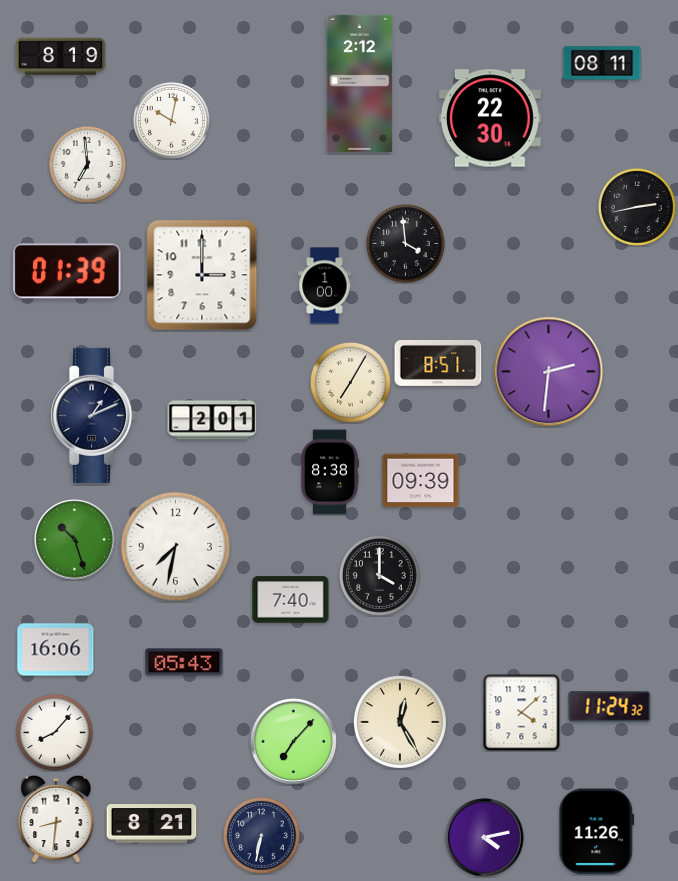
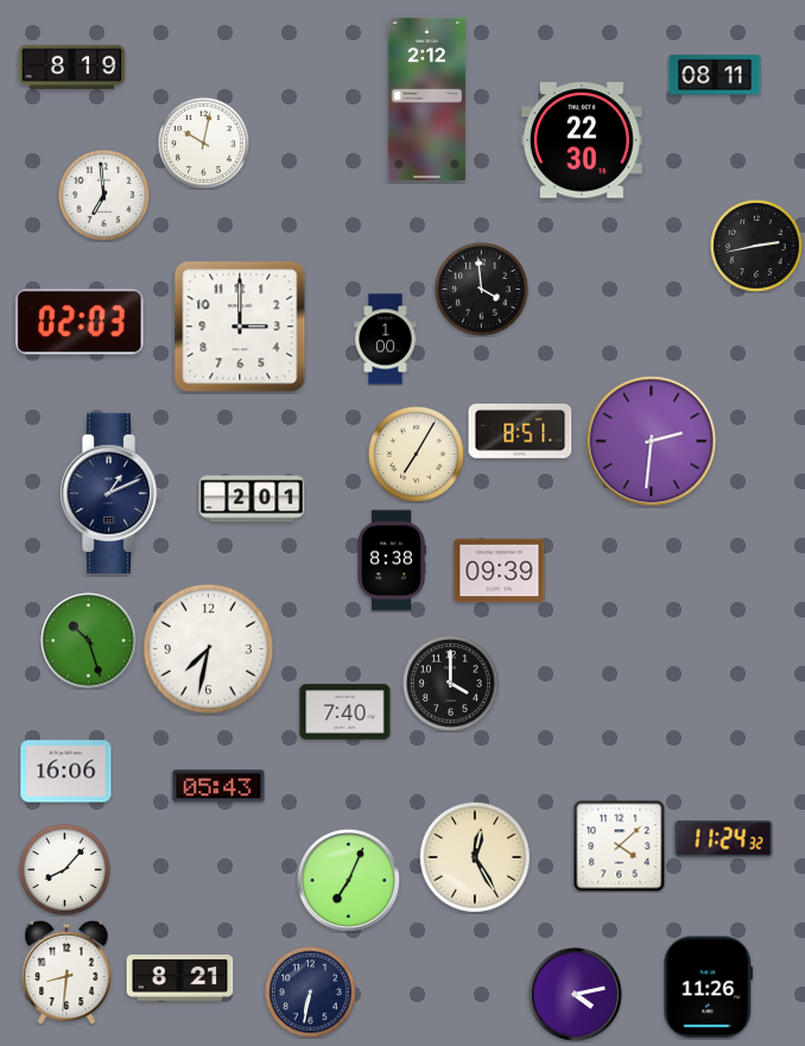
clock at (67, 271): 01:39 -> 02:03
clock at (293, 741): 7:07 -> 7:04
